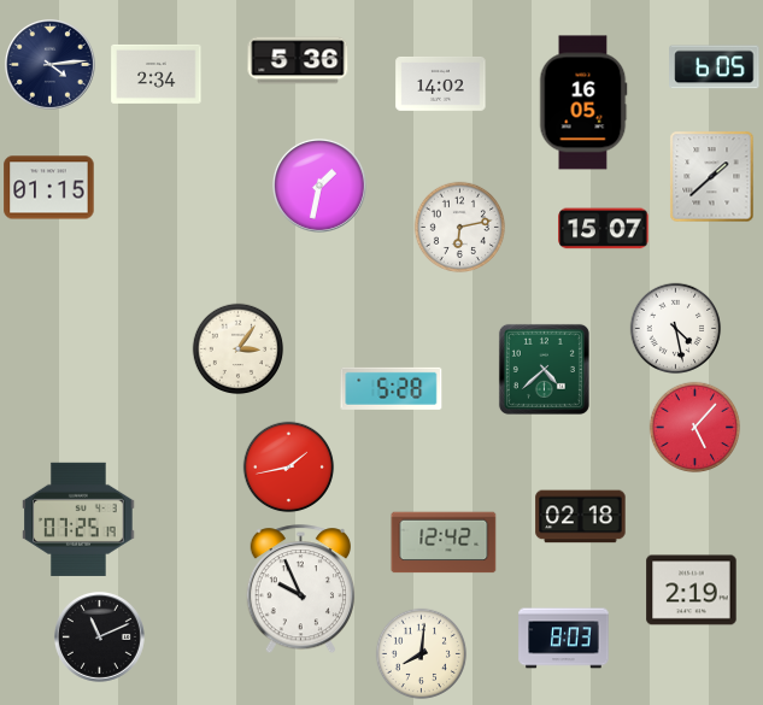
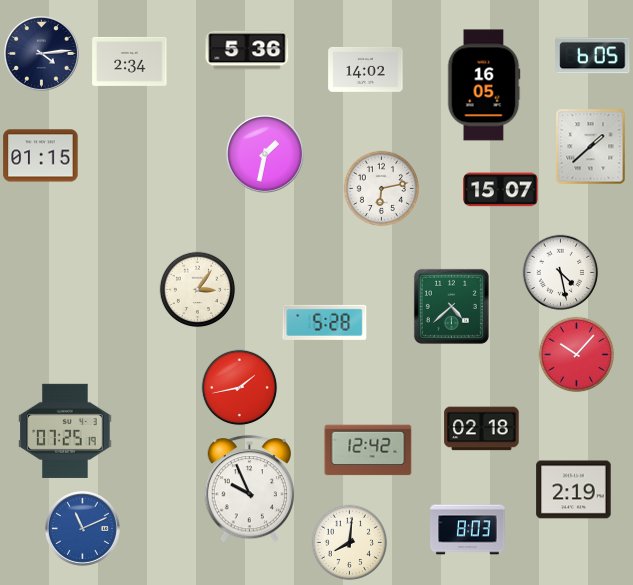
clock at (695, 428): 5:07 -> 10:07
clock at (99, 636) dial: black -> blue
